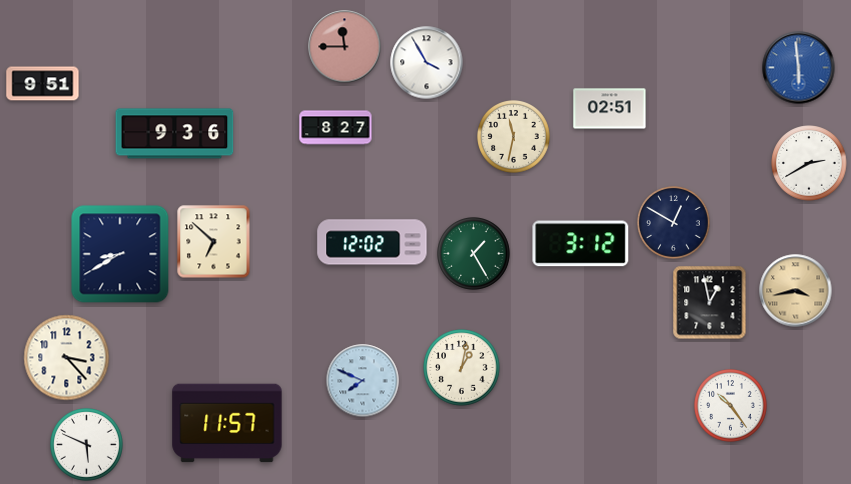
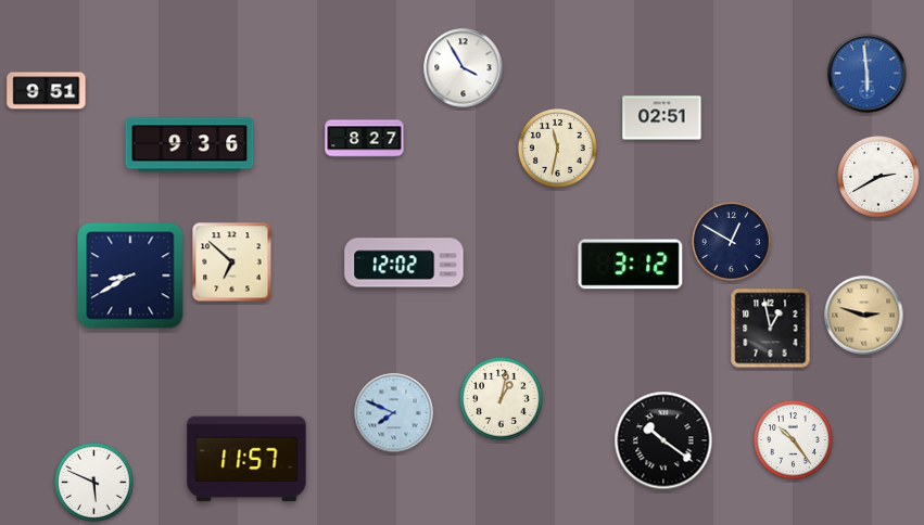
clock at (345, 47): 11:45 -> none
clock at (474, 254): 1:25 -> none
clock at (796, 291): 3:43 -> 2:48
clock at (67, 358): 3:23 -> none
clock at (663, 440): none -> 10:21
